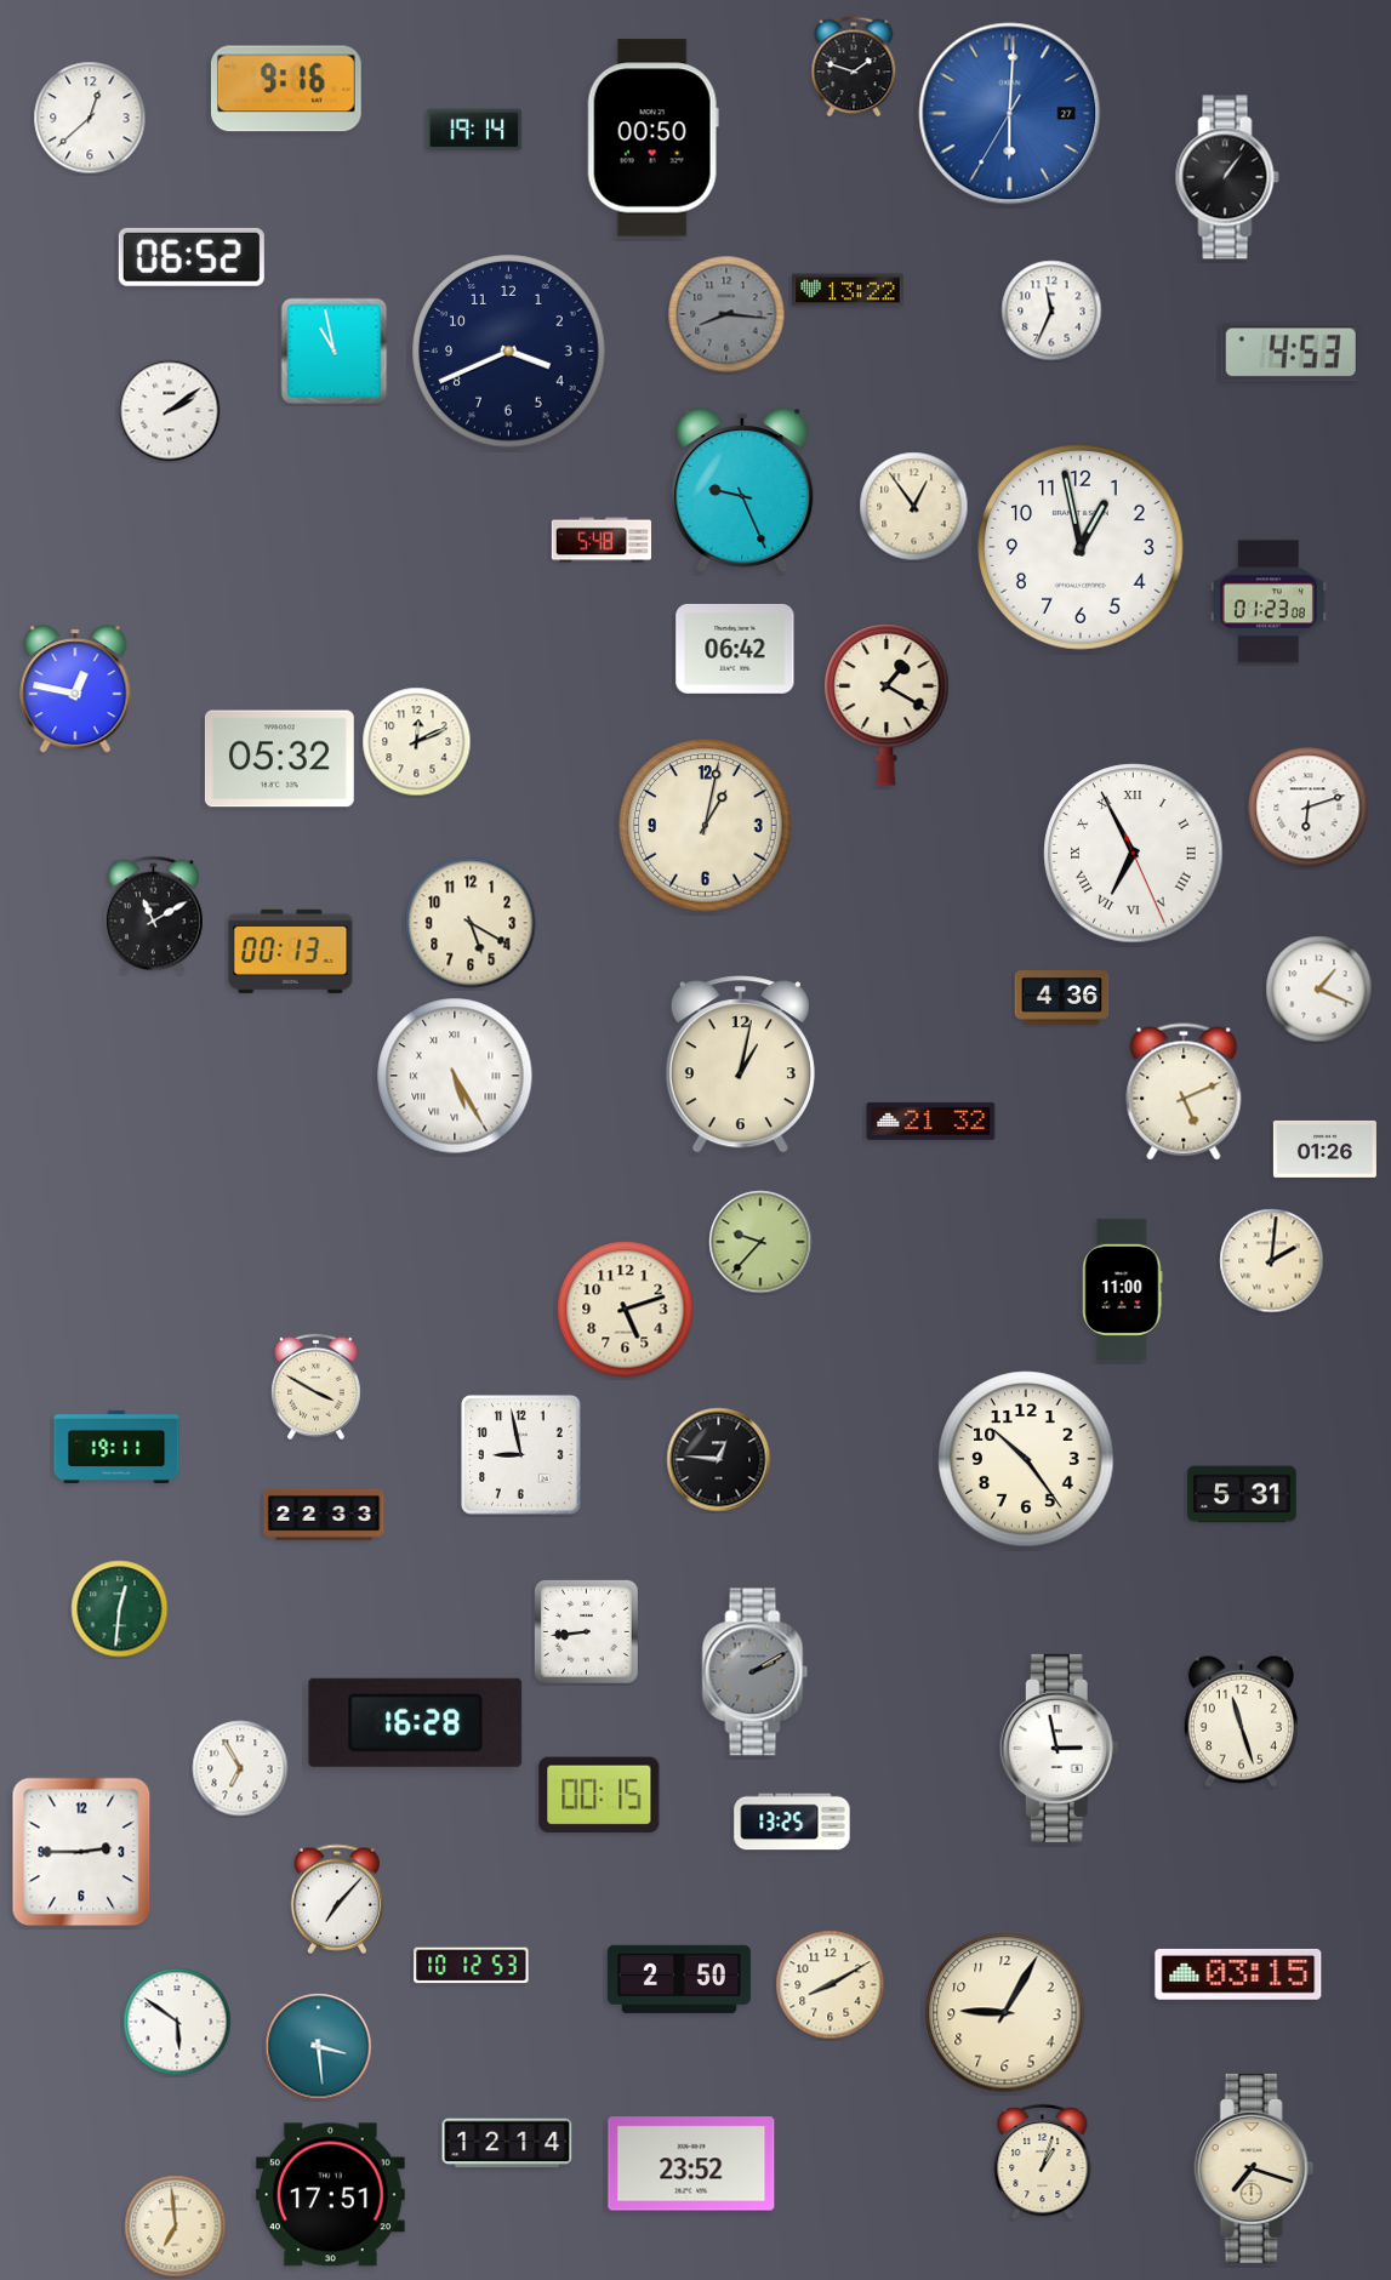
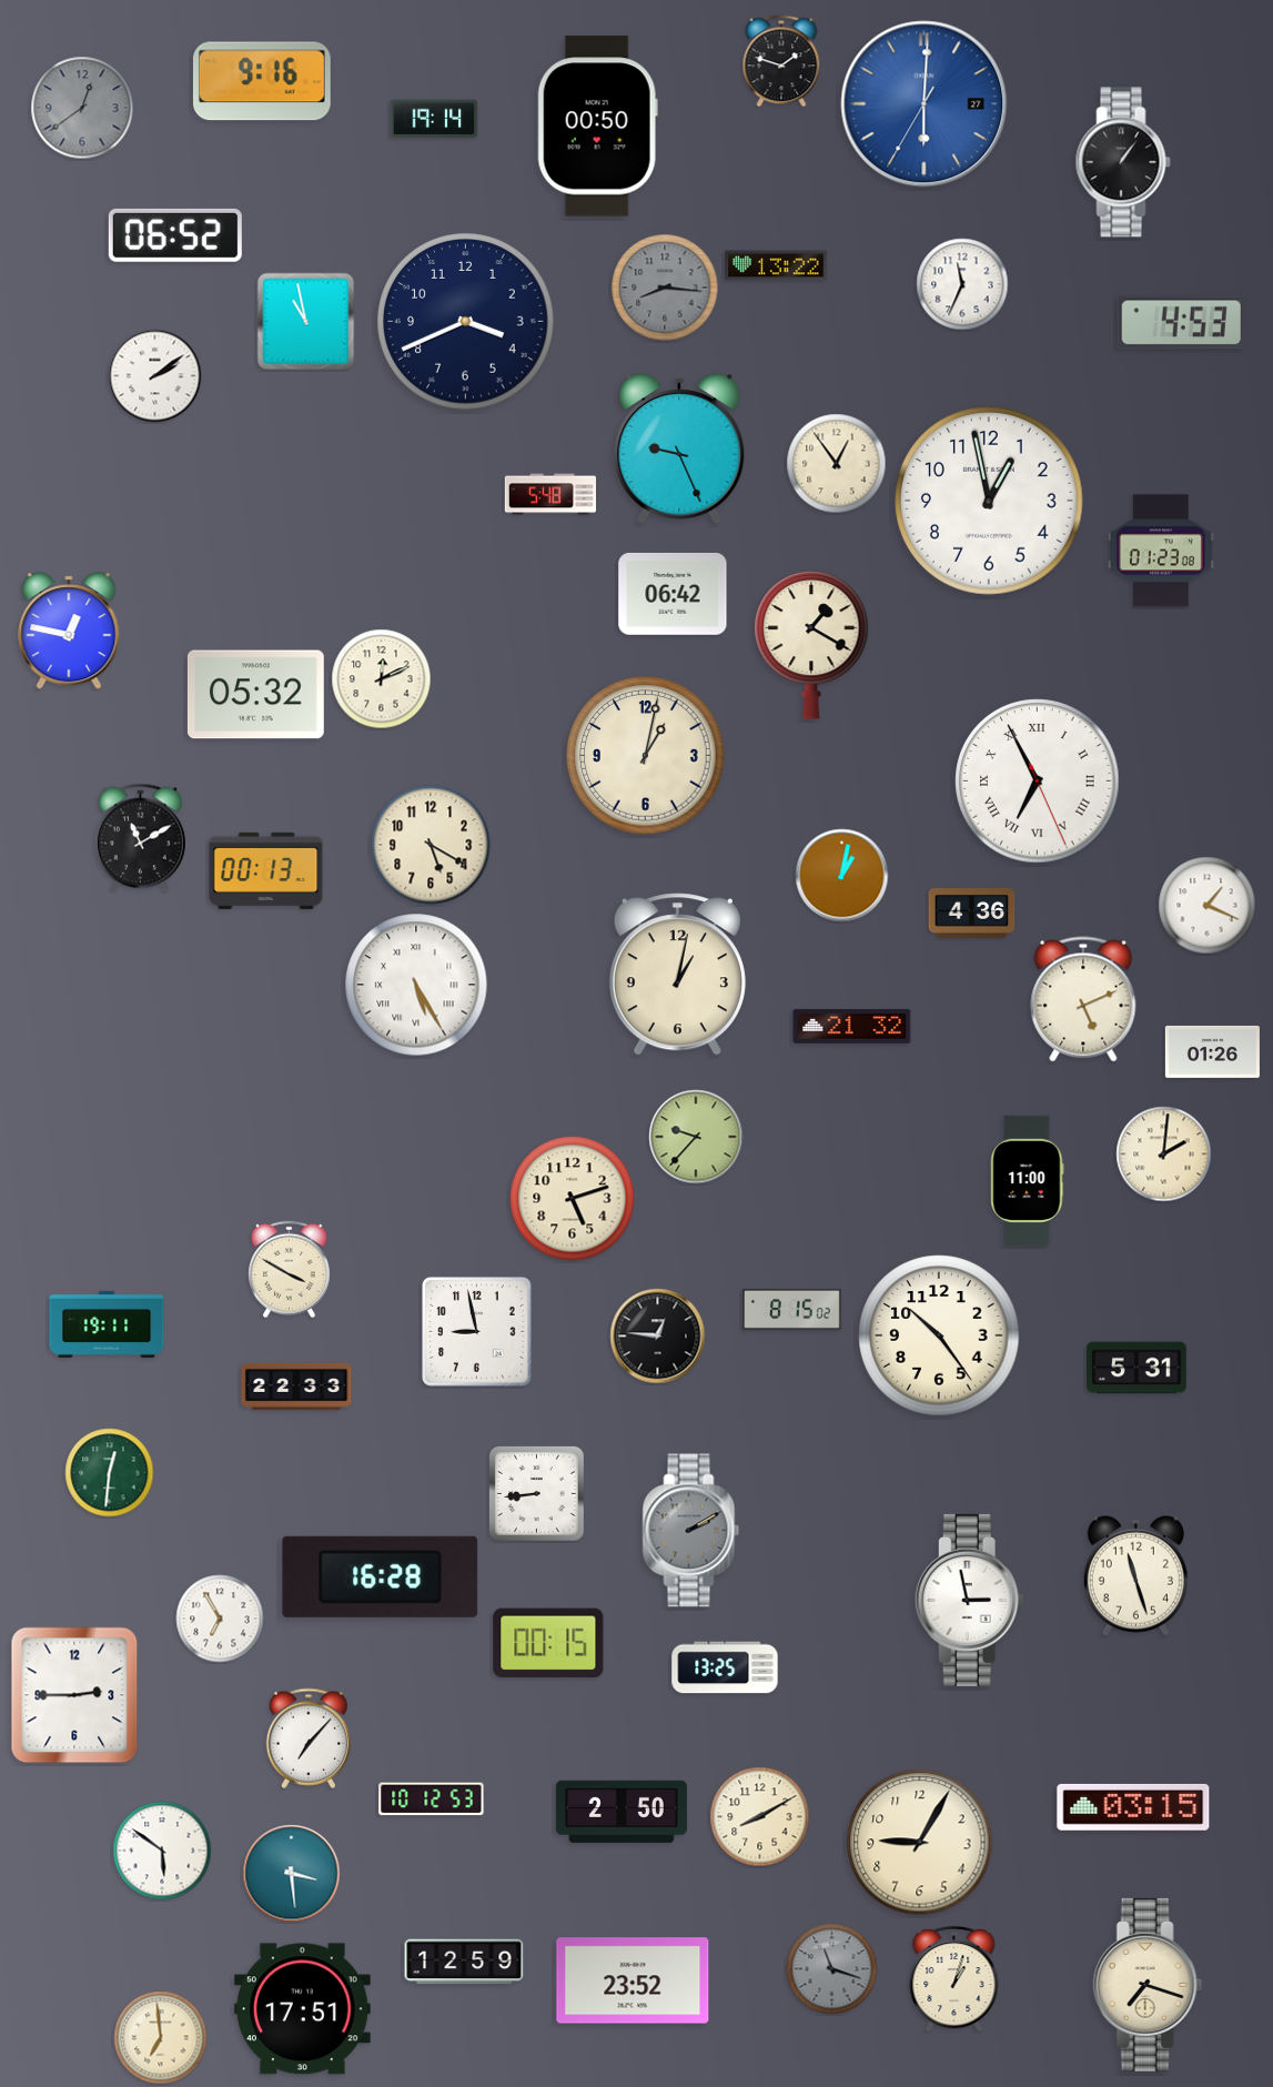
clock at (90, 118): 12:38 -> 12:39
clock at (90, 118) dial: white -> grey
clock at (1309, 808): 6:12 -> none
clock at (842, 876): none -> 1:02
clock at (792, 1309): none -> 8:15
clock at (507, 2143): 12:14 -> 12:59
clock at (832, 1969): none -> 11:18
